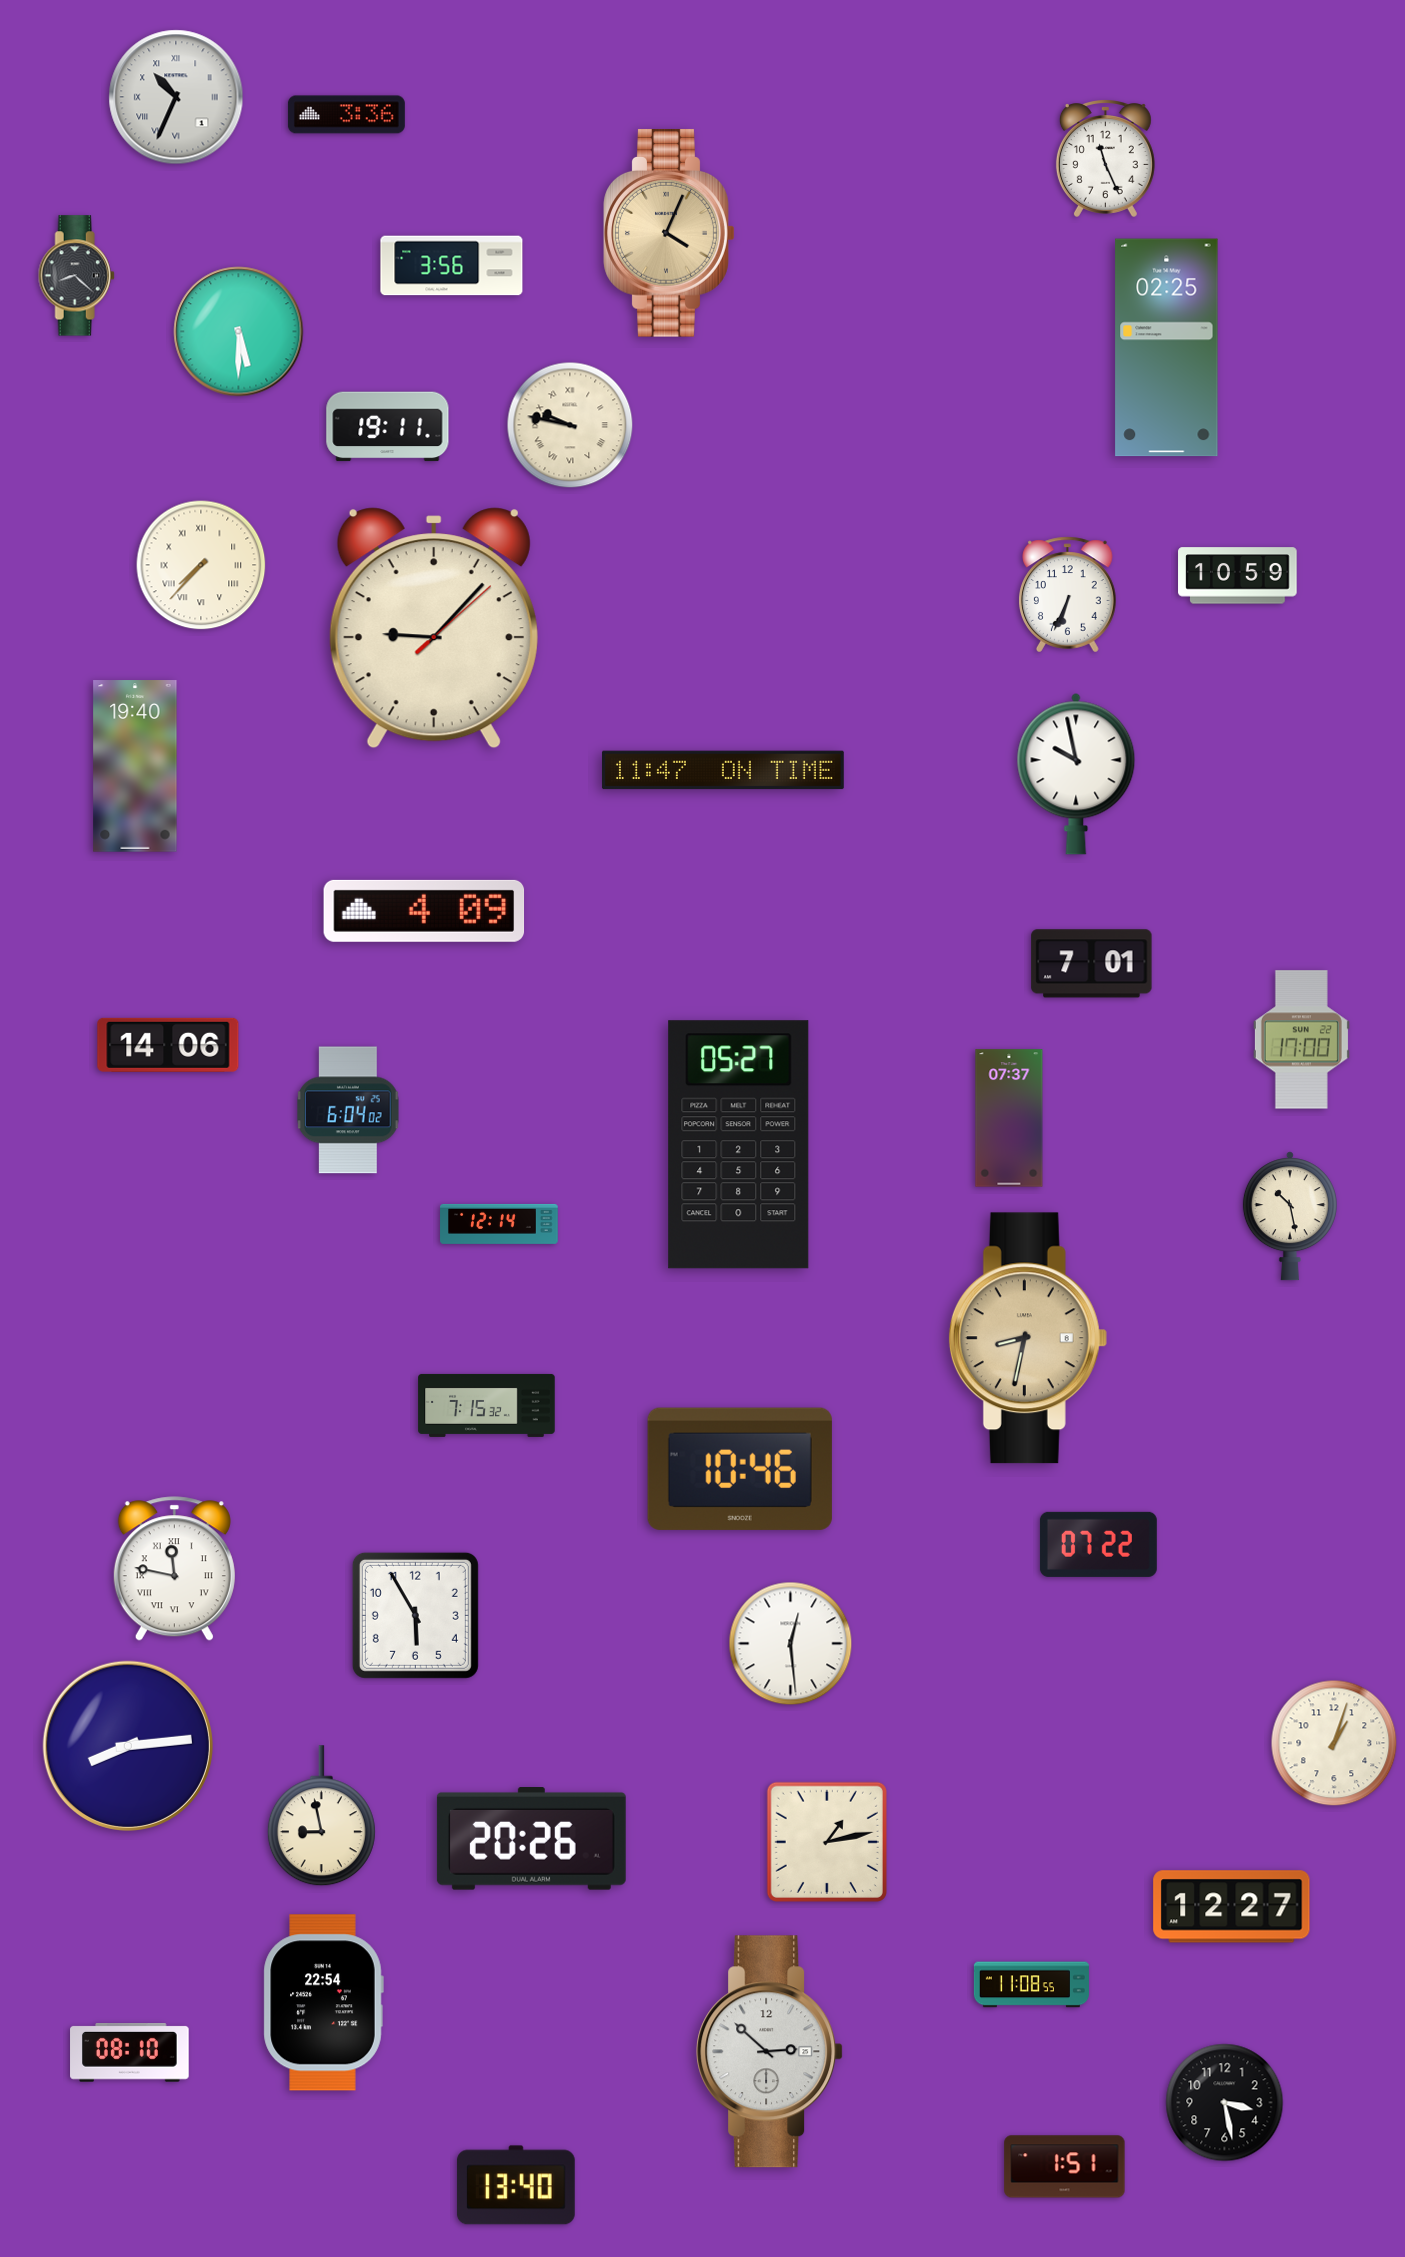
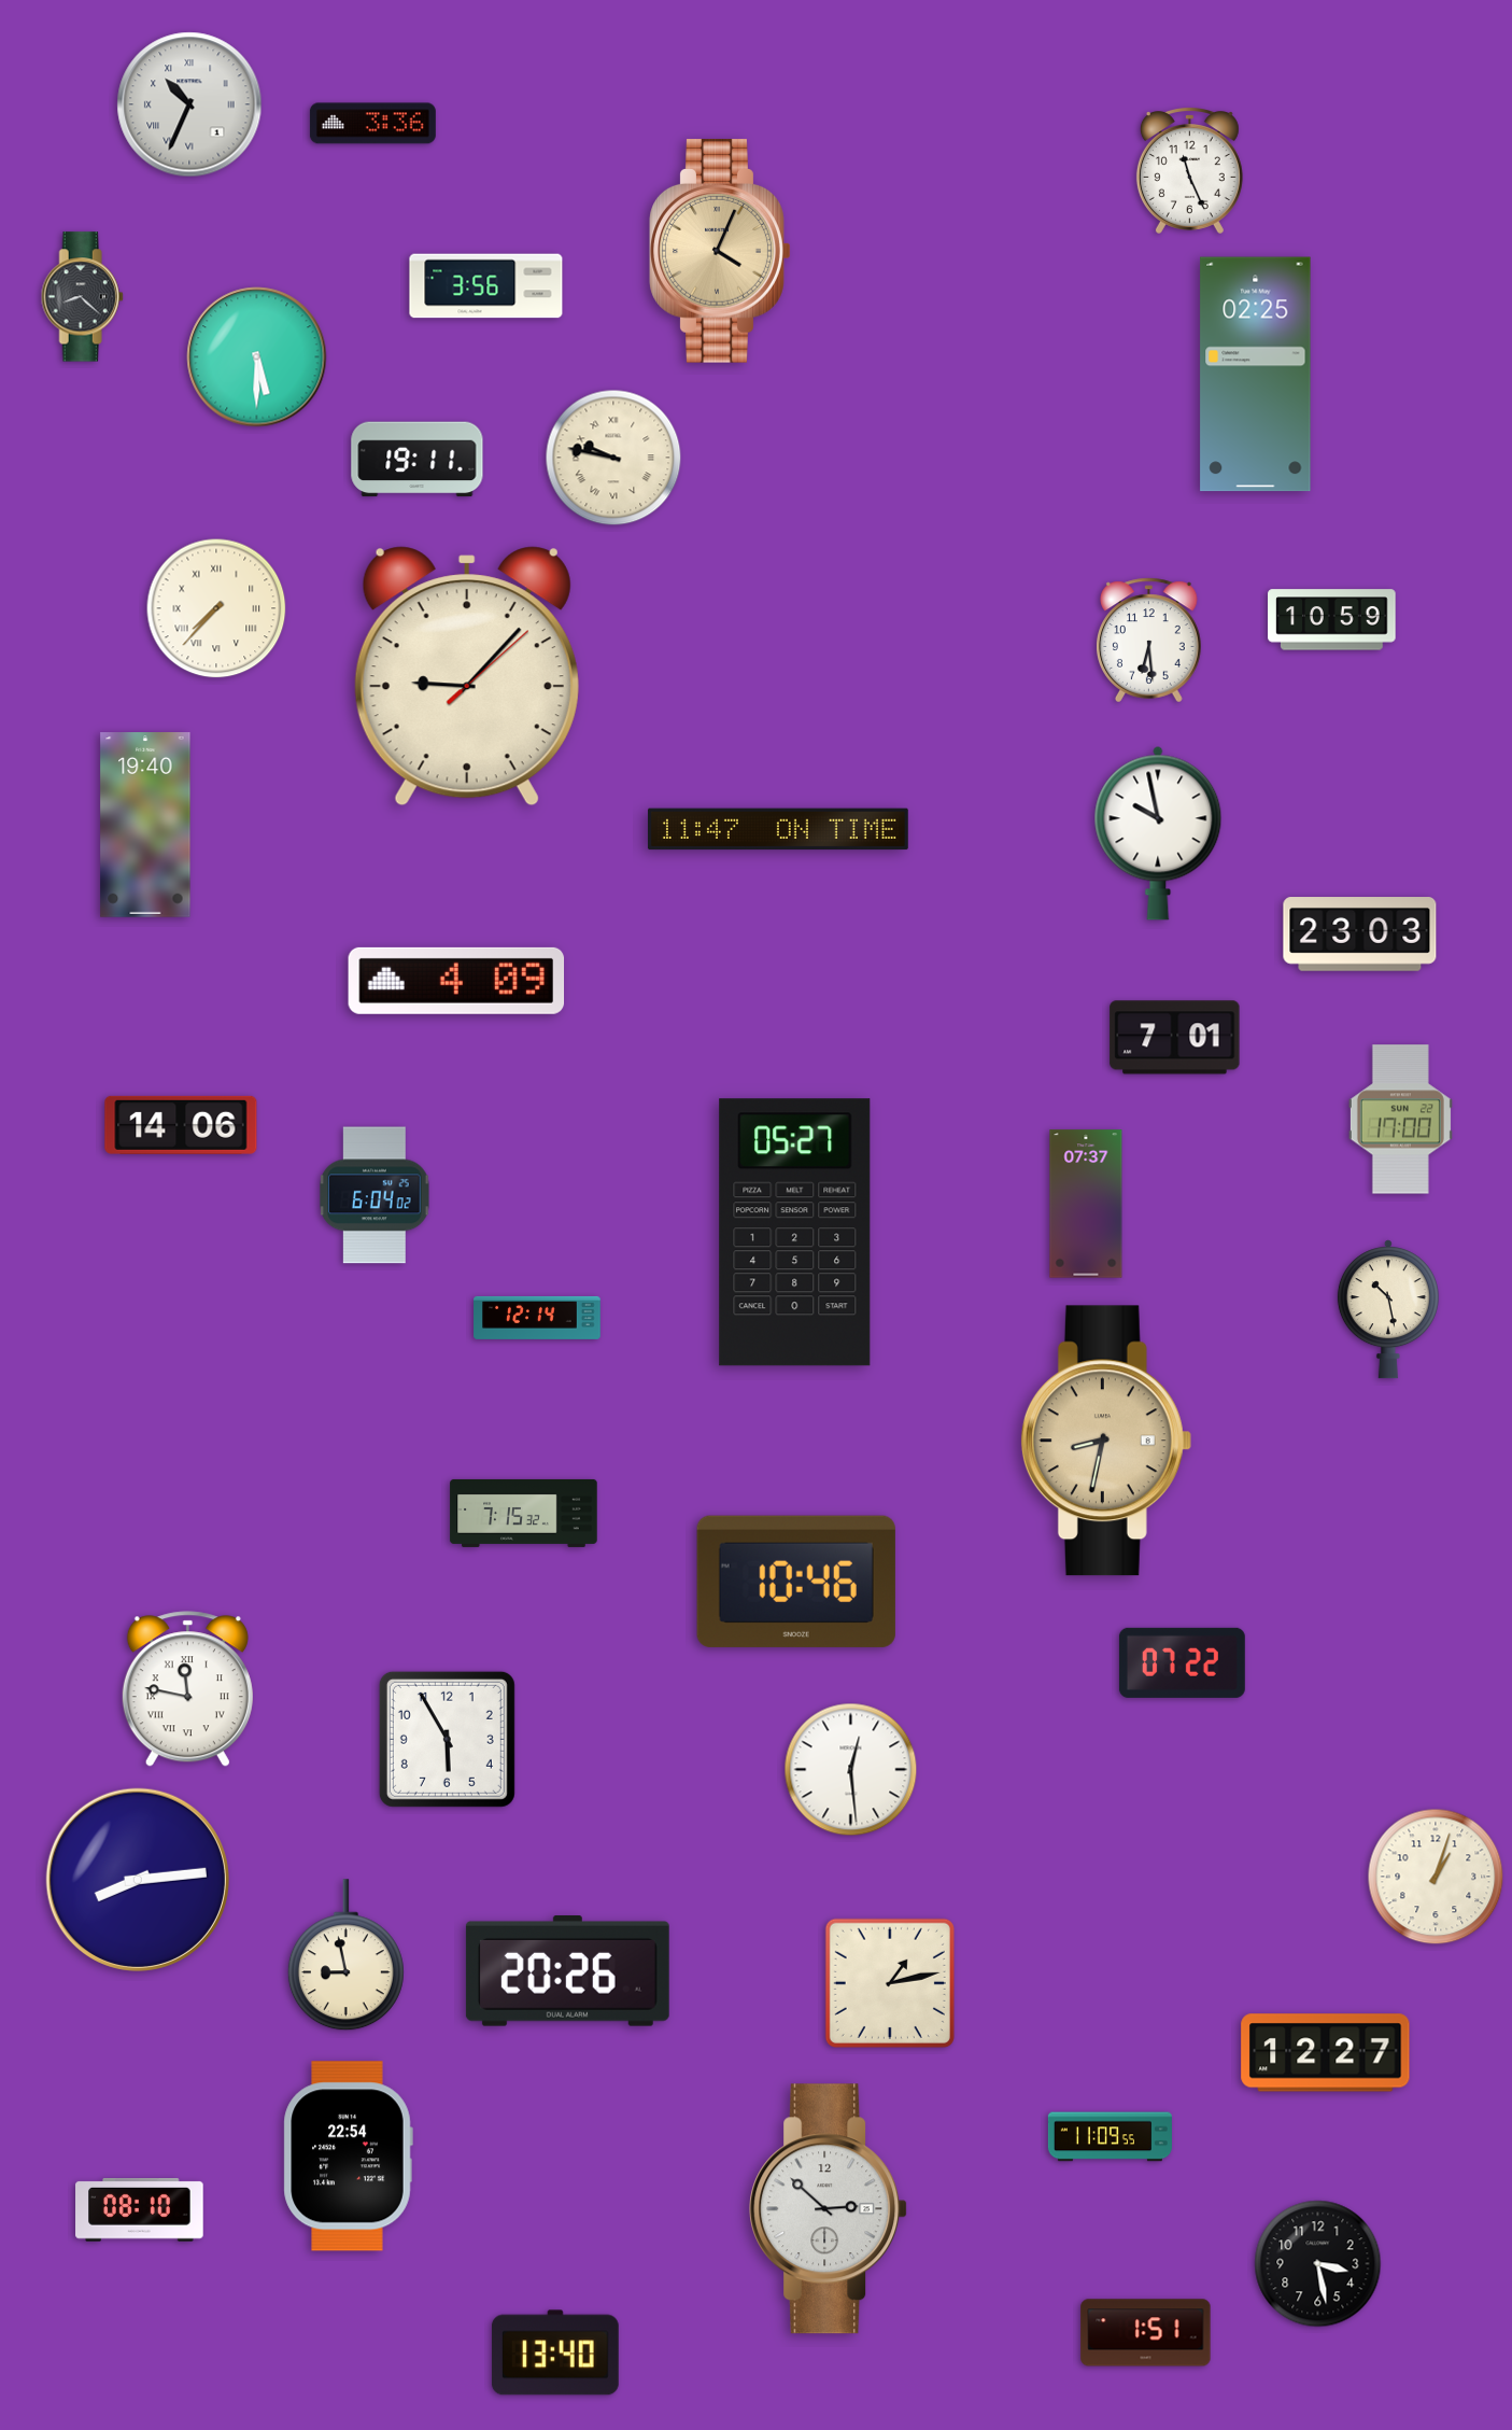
clock at (1068, 595): 6:34 -> 6:29
clock at (1360, 935): none -> 23:03
clock at (531, 1839) position: (531, 1839) -> (567, 1971)
clock at (1031, 1985): 11:08 -> 11:09
